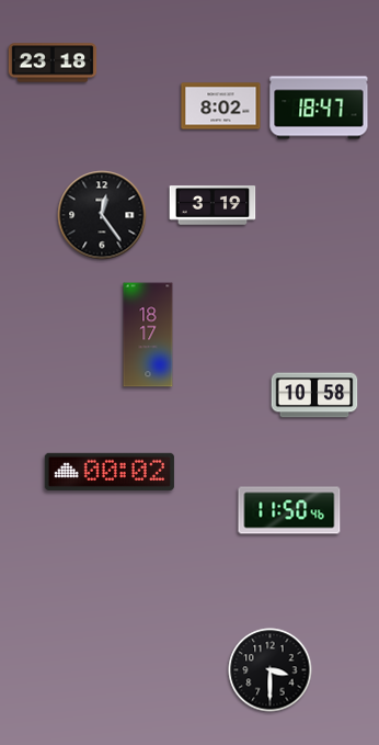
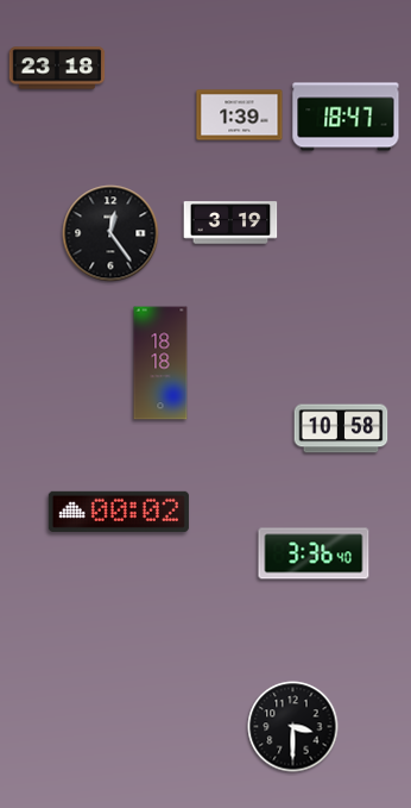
clock at (221, 106): 8:02 -> 1:39
clock at (148, 335): 18:17 -> 18:18
clock at (289, 510): 11:50 -> 3:36
